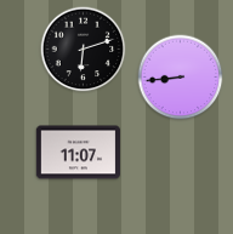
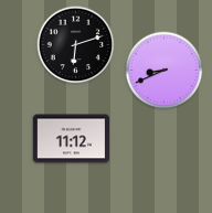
clock at (181, 78): 8:44 -> 8:41
clock at (78, 153): 11:07 -> 11:12
